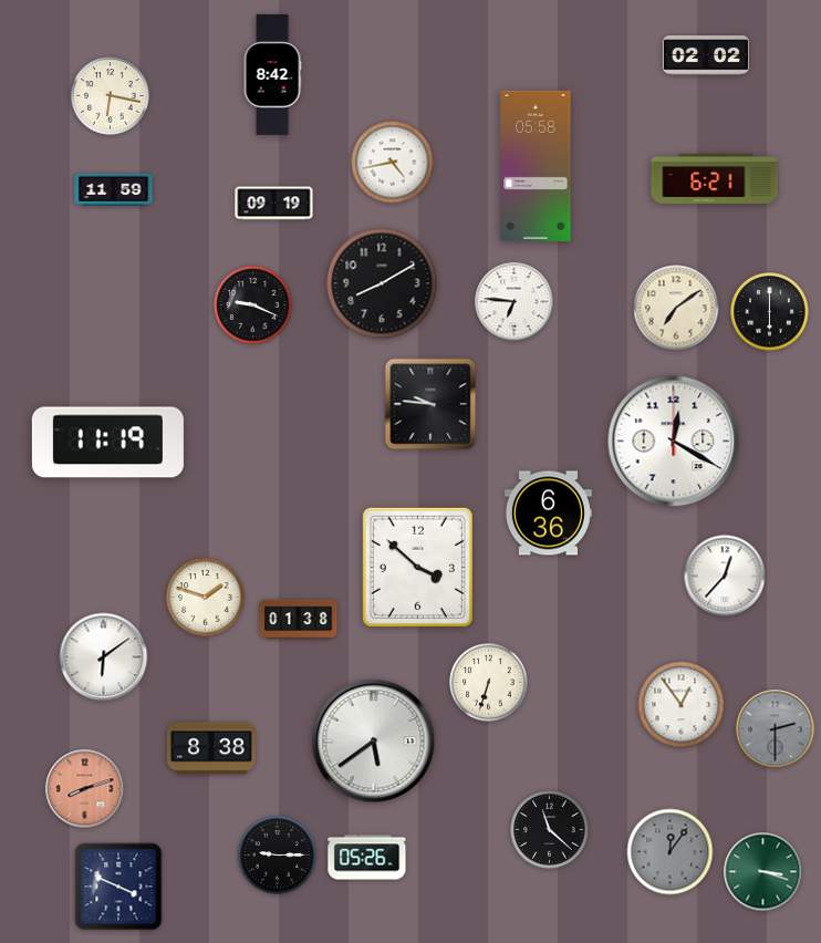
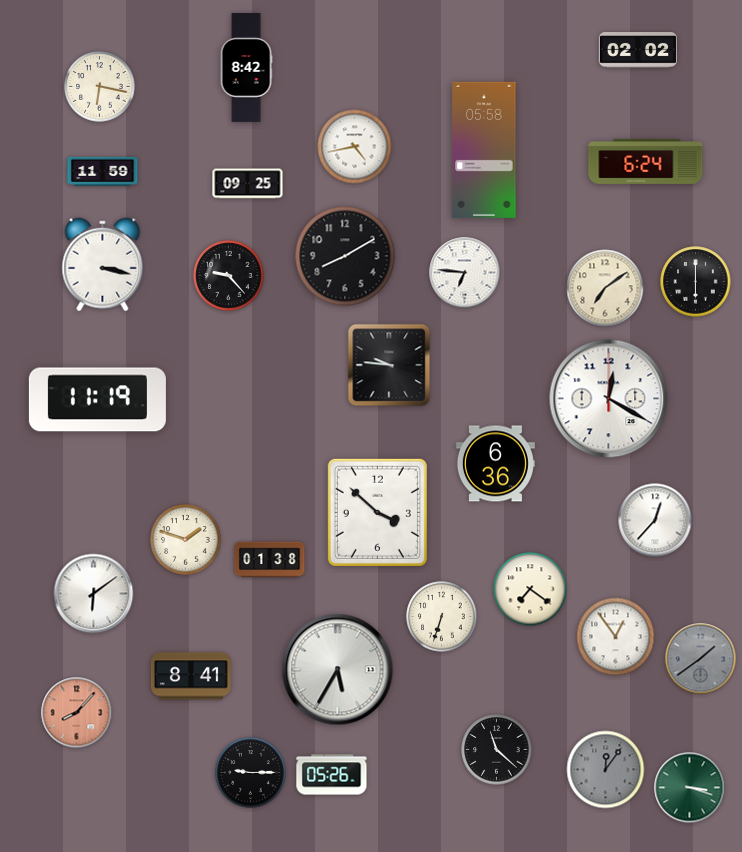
clock at (715, 178): 6:21 -> 6:24
clock at (274, 204): 09:19 -> 09:25
clock at (103, 265): none -> 3:17
clock at (253, 305): 9:19 -> 9:23
clock at (676, 308) position: (676, 308) -> (605, 288)
clock at (530, 589): none -> 7:21
clock at (776, 729): 2:30 -> 1:39
clock at (374, 742): 5:39 -> 5:35
clock at (211, 748): 8:38 -> 8:41
clock at (85, 789): 8:12 -> 8:07
clock at (118, 887): 3:49 -> none
